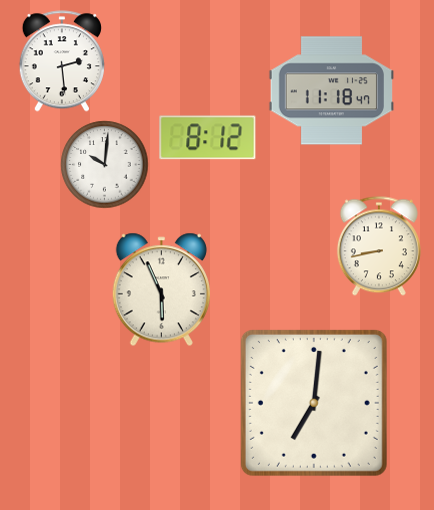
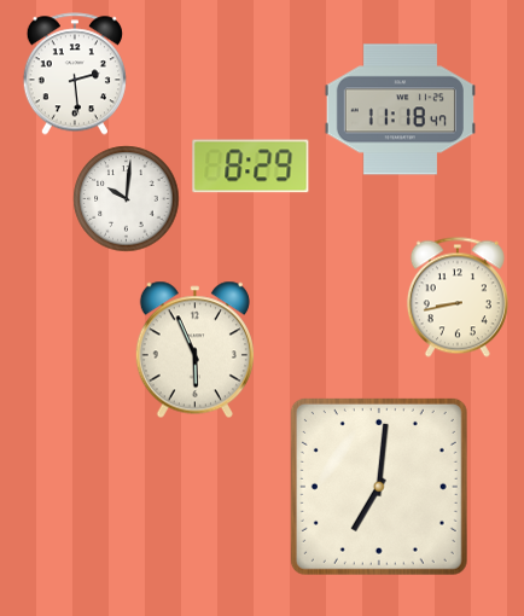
clock at (208, 138): 8:12 -> 8:29
